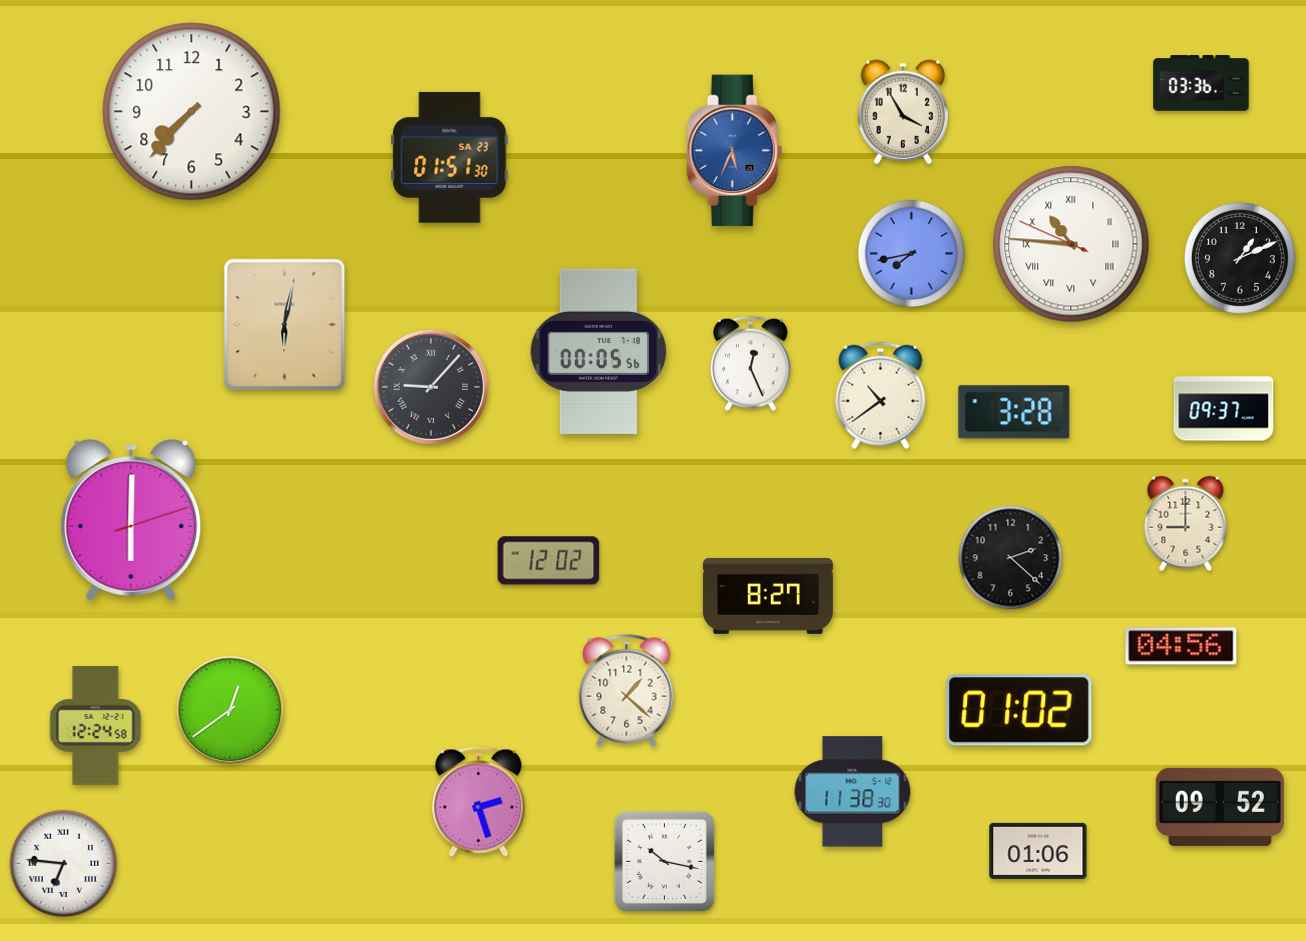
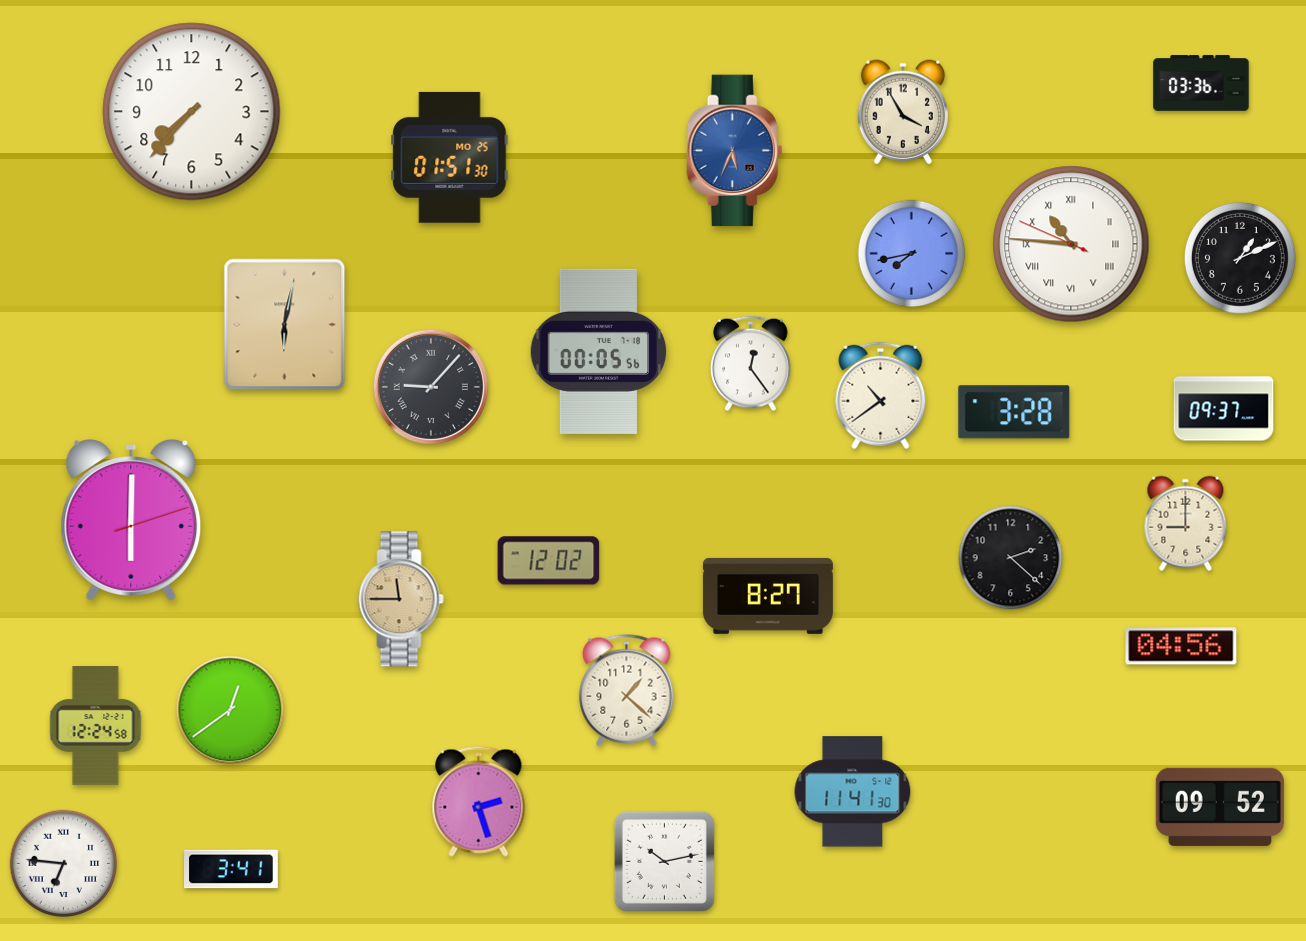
clock at (450, 157) date: SA 23 -> MO 25
clock at (751, 364): 12:26 -> 12:24
clock at (401, 599): none -> 11:45
clock at (1020, 710): 01:02 -> none
clock at (853, 792): 11:38 -> 11:41
clock at (1038, 851): 01:06 -> none
clock at (664, 861): 10:17 -> 10:13
clock at (232, 869): none -> 3:41
